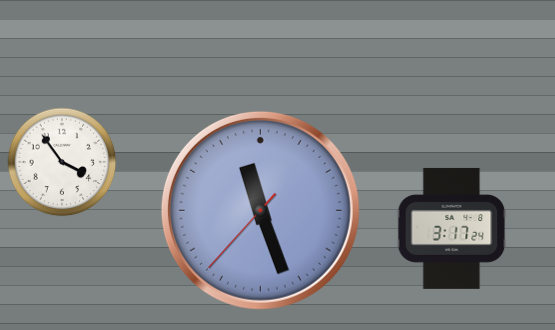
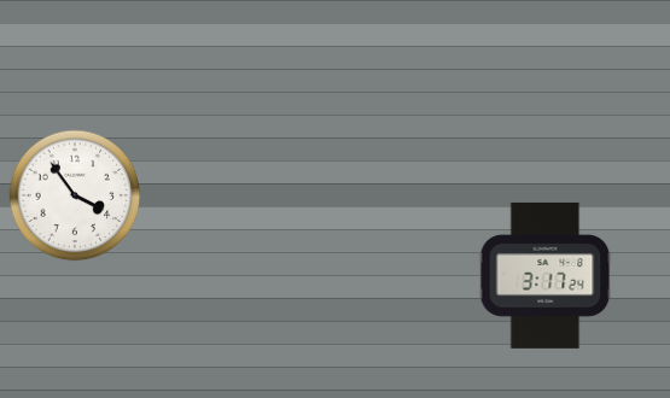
clock at (260, 210): 11:26 -> none
